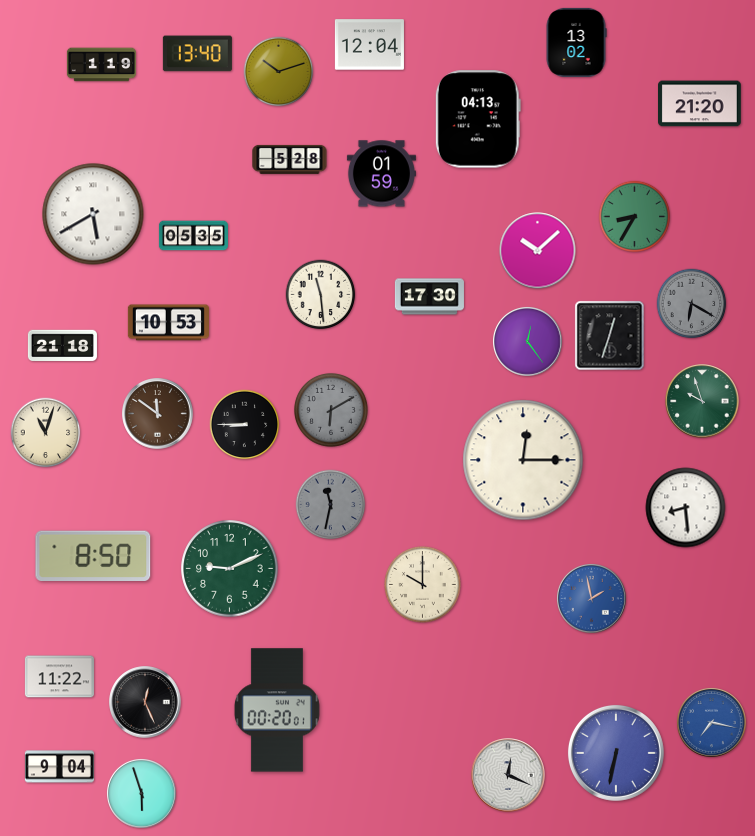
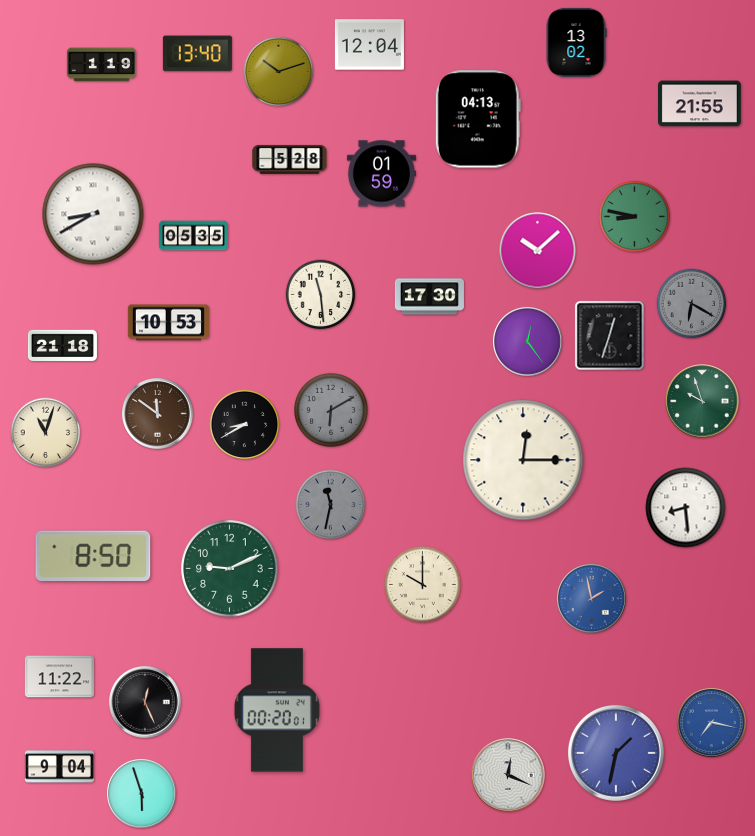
clock at (700, 104): 21:20 -> 21:55
clock at (93, 214): 5:40 -> 8:40
clock at (634, 216): 8:35 -> 8:47
clock at (245, 425): 8:45 -> 8:40
clock at (616, 753): 6:32 -> 1:32
